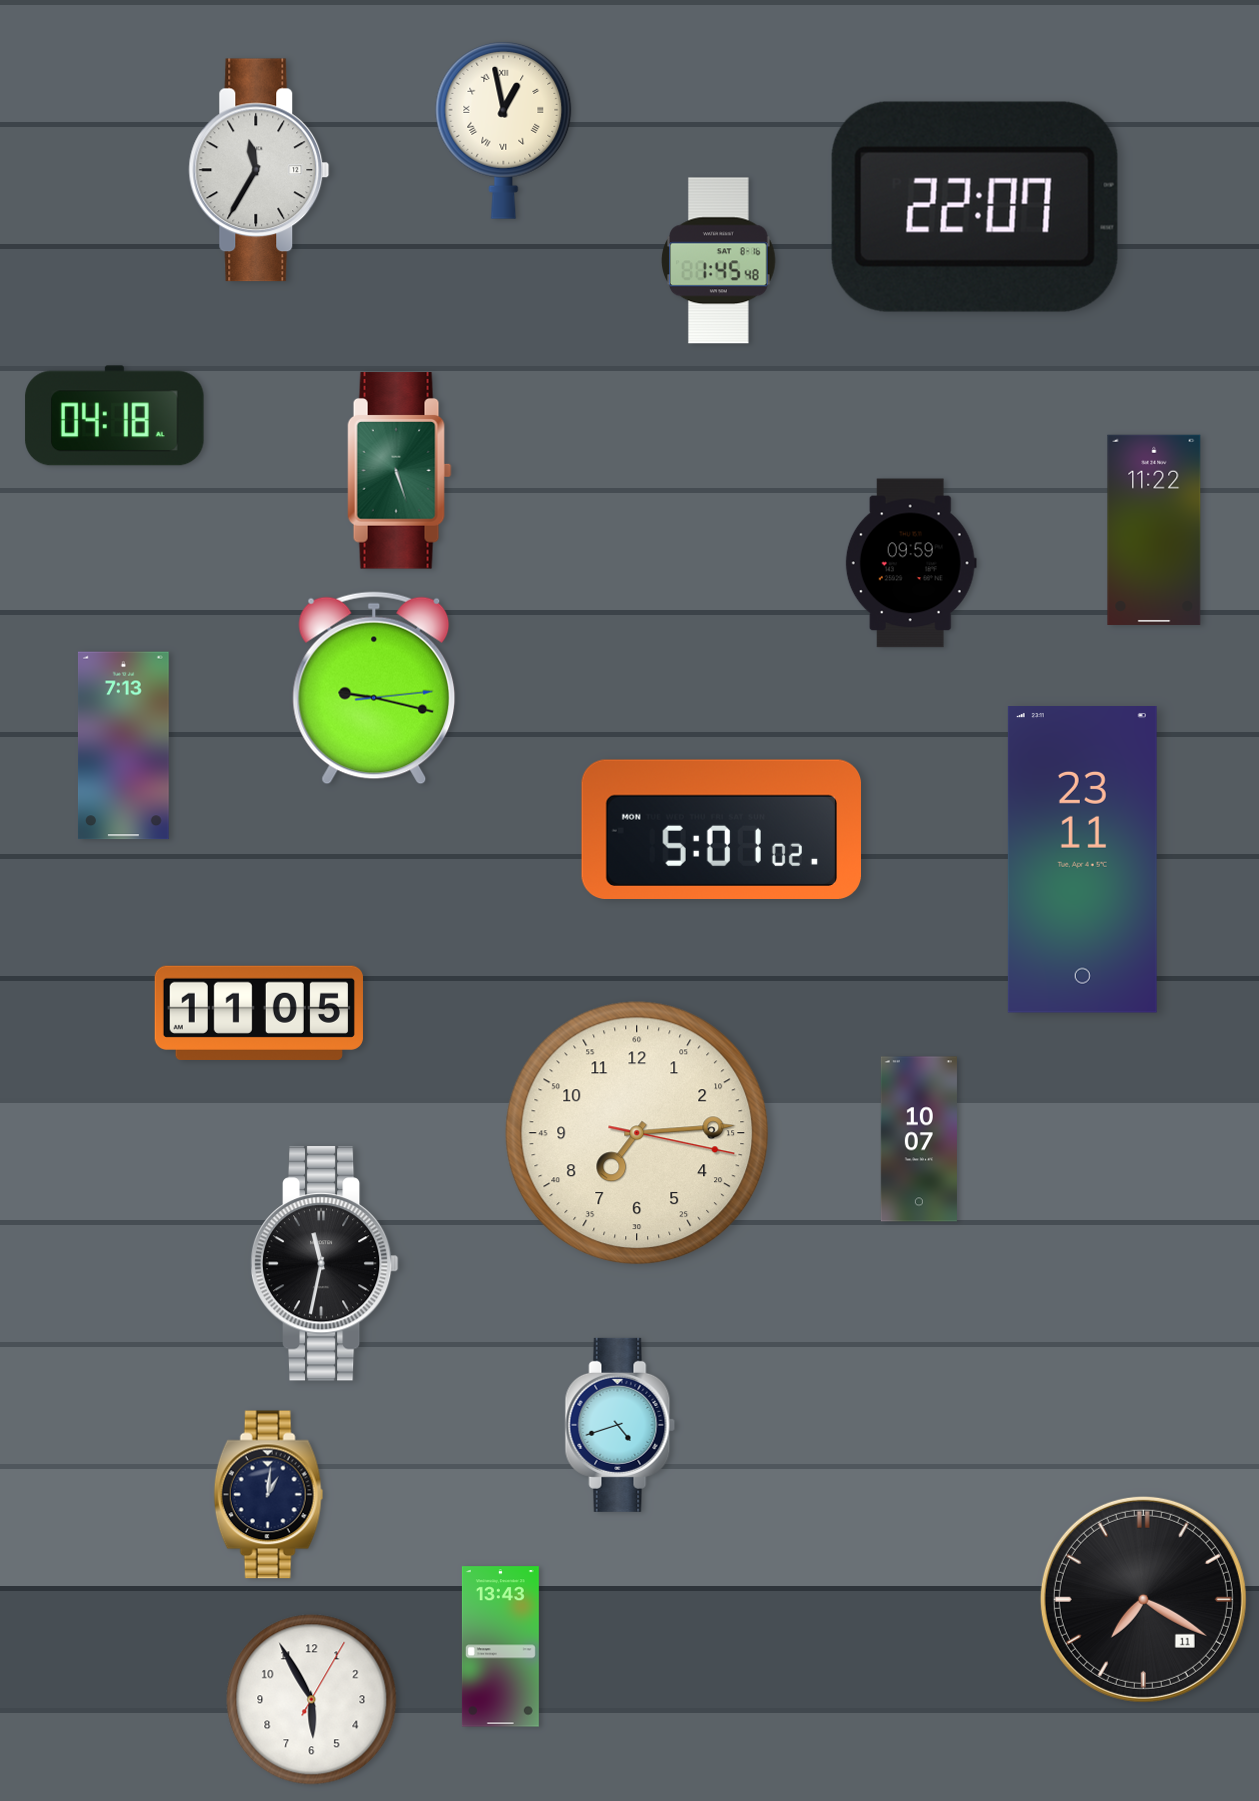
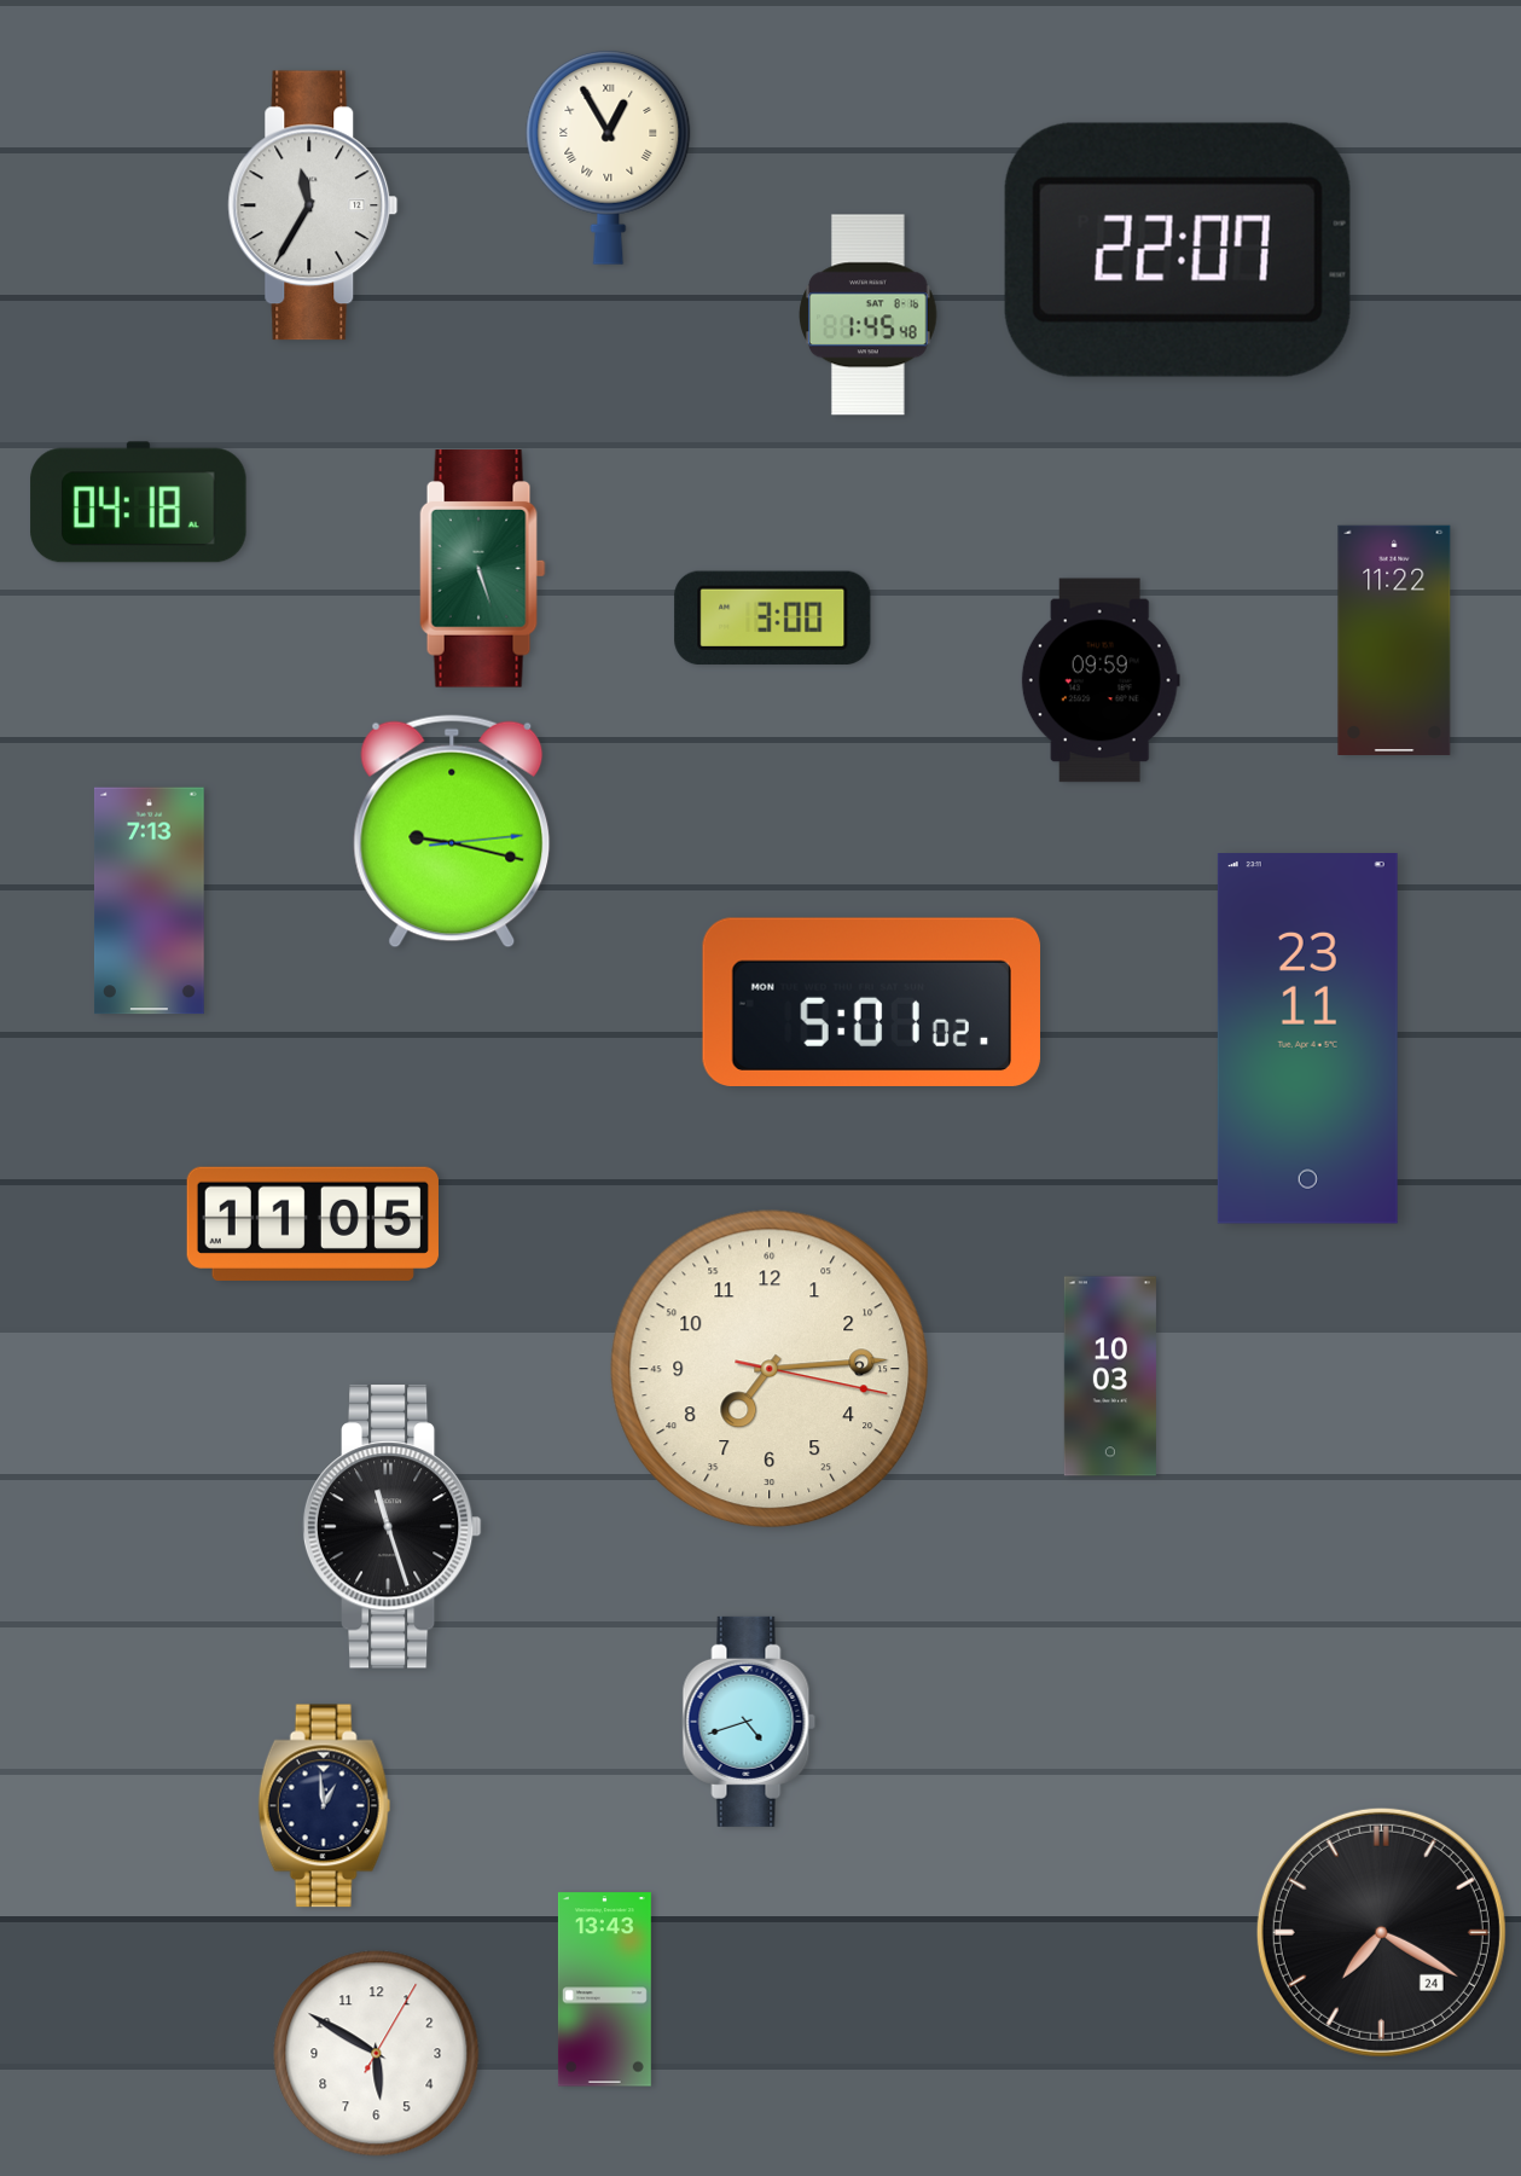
clock at (504, 130): 12:58 -> 12:55
clock at (773, 617): none -> 3:00
clock at (919, 1139): 10:07 -> 10:03
clock at (324, 1264): 11:32 -> 11:27
clock at (269, 1495): 1:01 -> 12:59
clock at (1143, 1599) date: 11 -> 24
clock at (312, 1700): 5:55 -> 5:50
